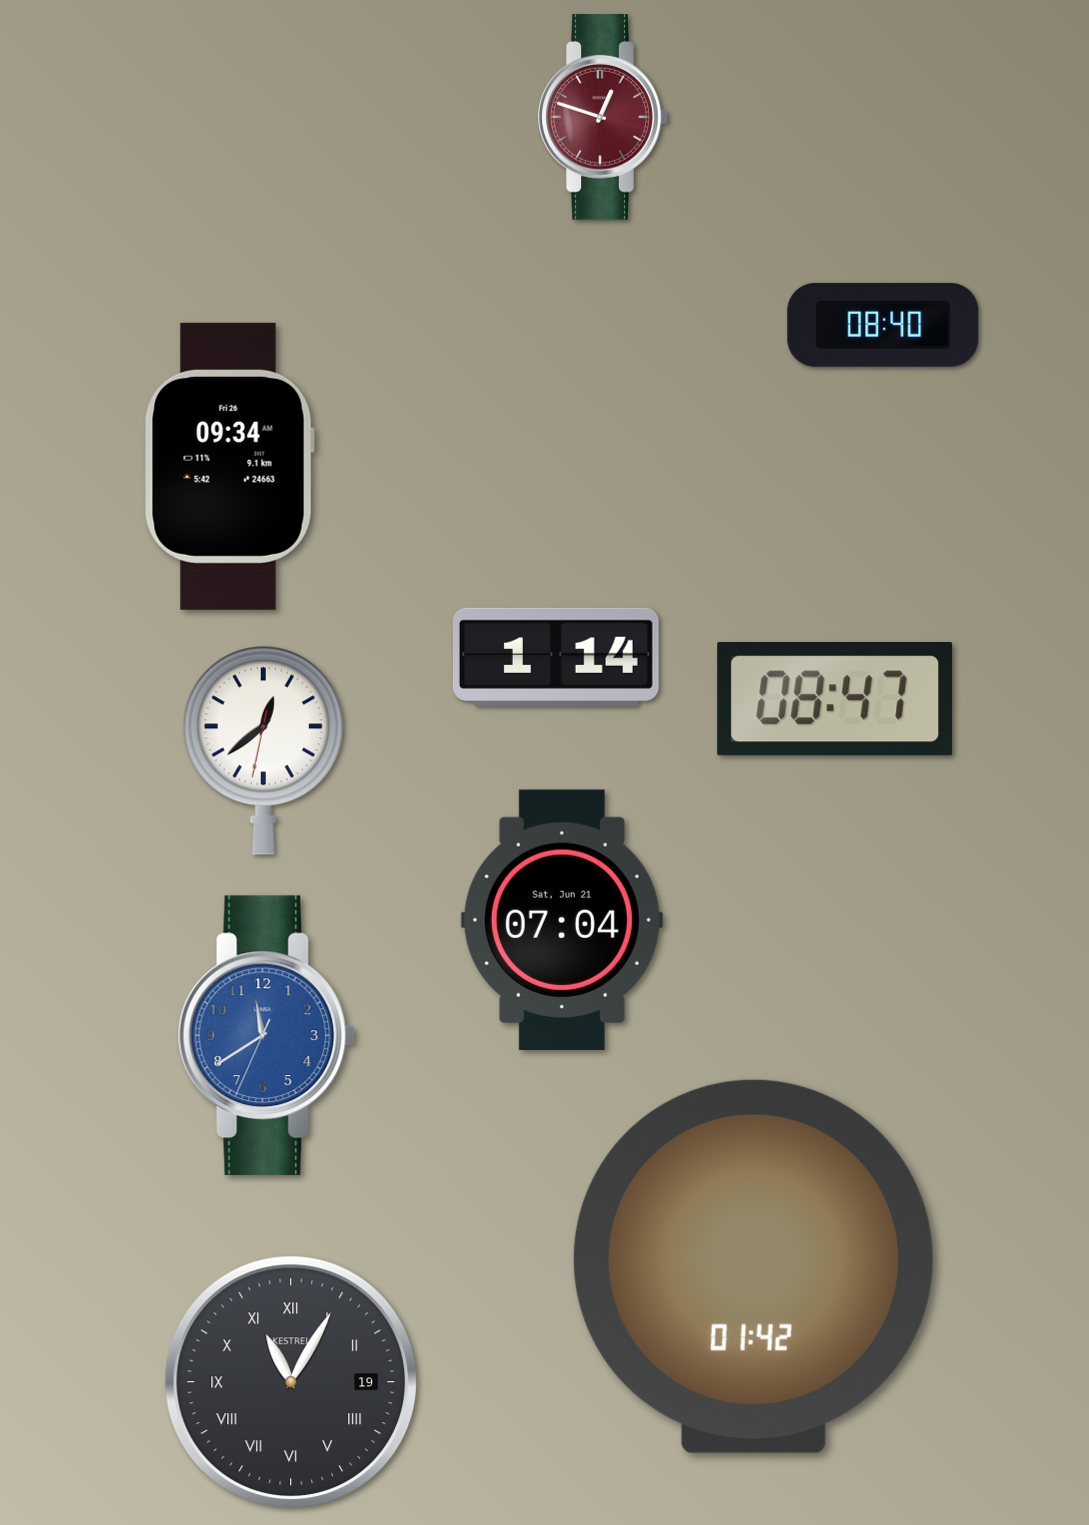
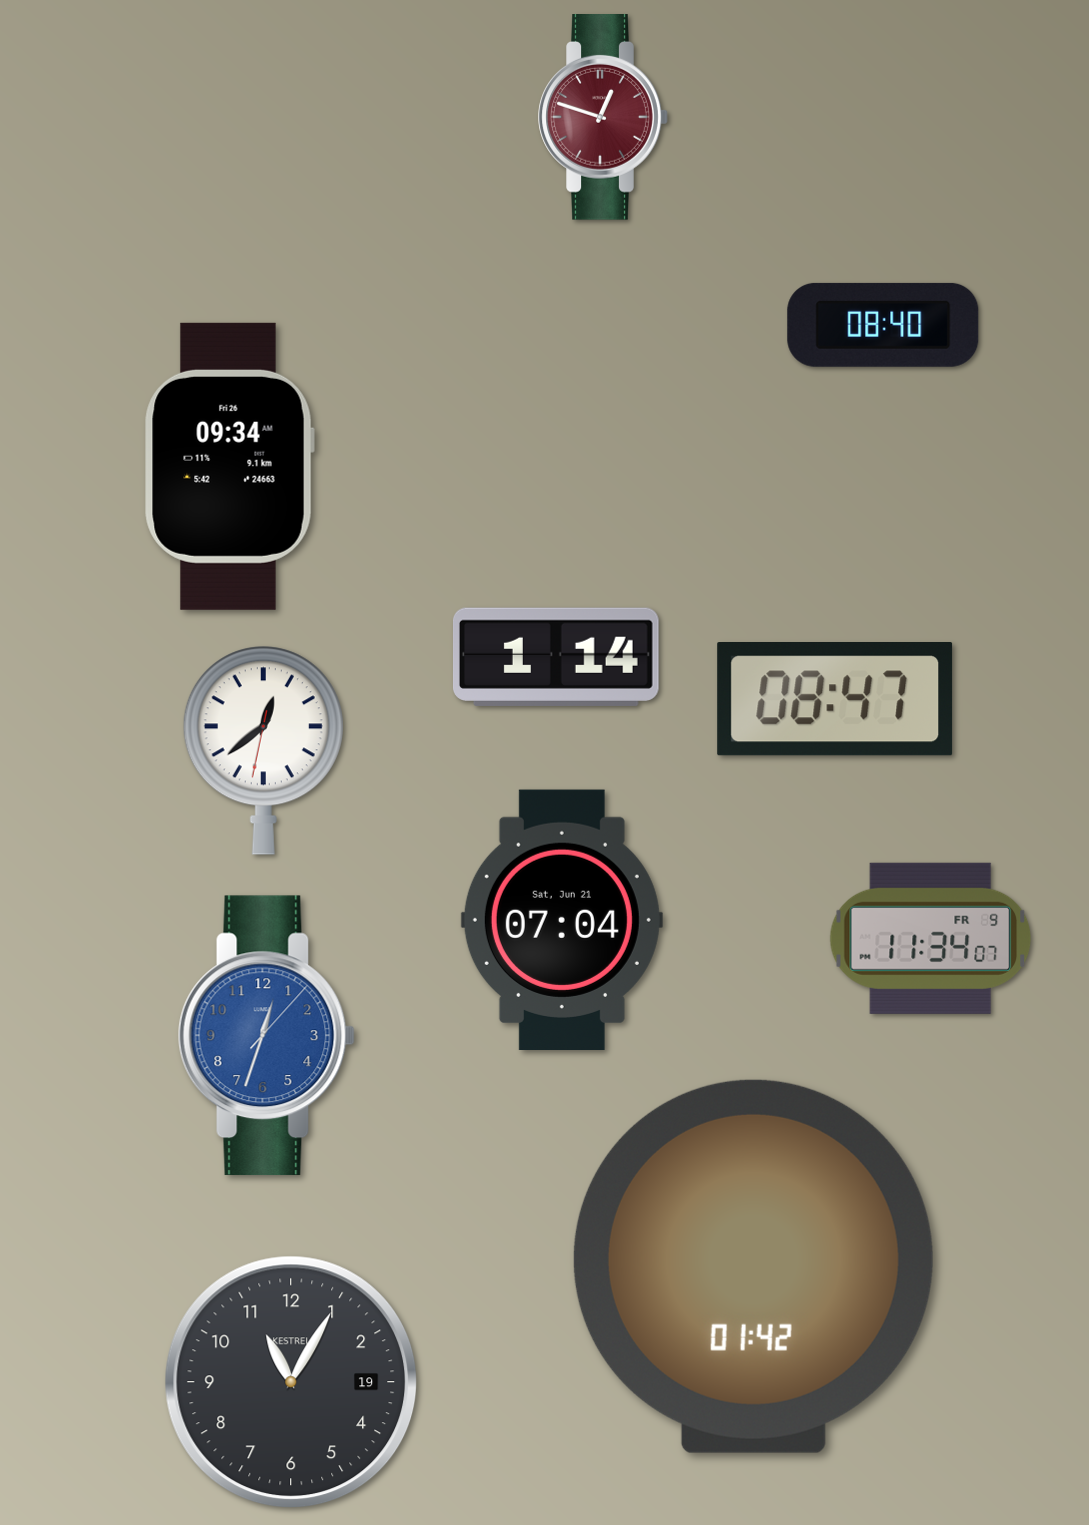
clock at (931, 938): none -> 11:34
clock at (266, 1036): 11:39 -> 12:33
clock at (291, 1382) numerals: Roman -> Arabic
